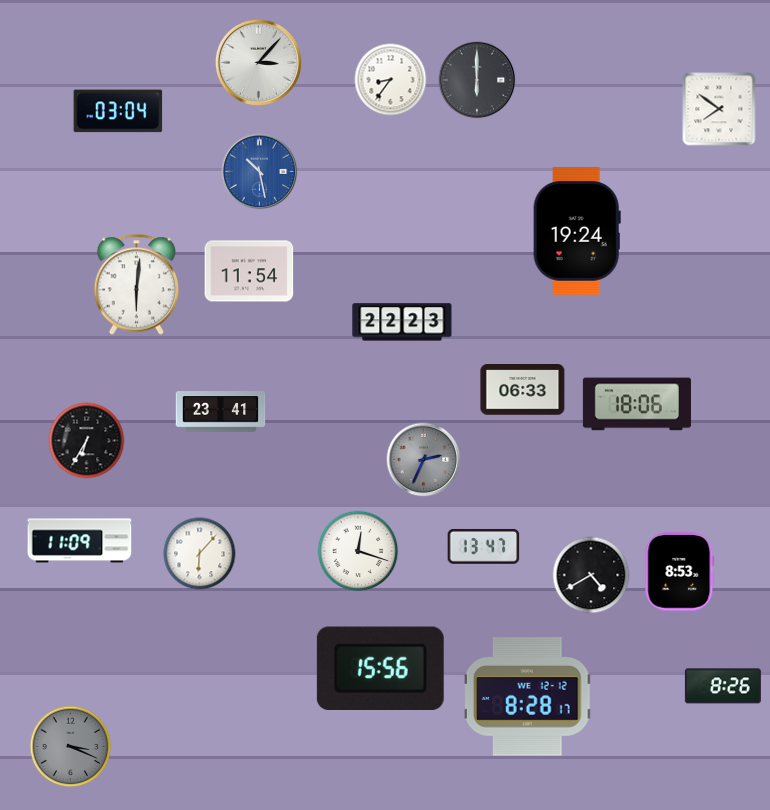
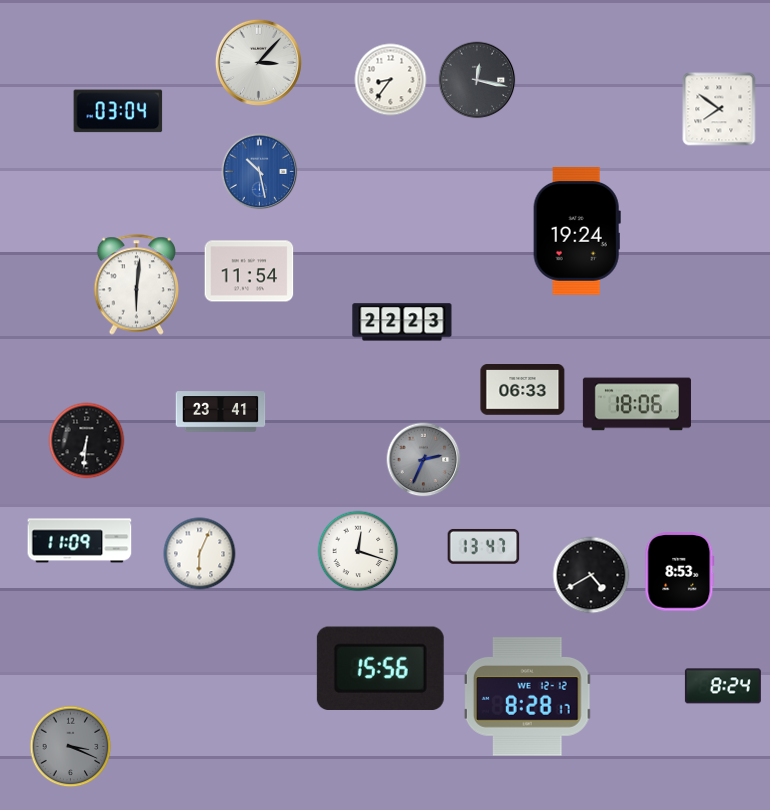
clock at (477, 80): 6:00 -> 12:17
clock at (87, 441): 6:35 -> 6:31
clock at (200, 554): 6:07 -> 6:04
clock at (723, 686): 8:26 -> 8:24
